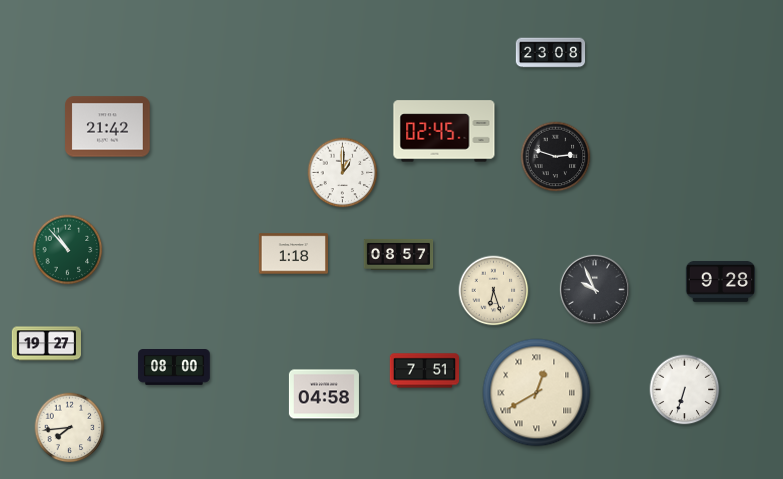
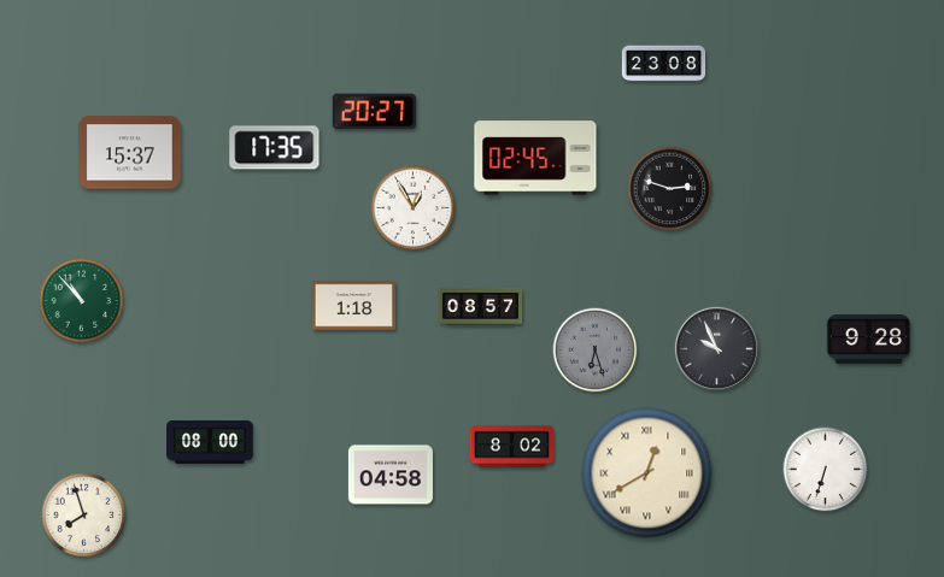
clock at (374, 112): none -> 20:27
clock at (275, 148): none -> 17:35
clock at (108, 127): 21:42 -> 15:37
clock at (343, 173): 1:00 -> 12:55
clock at (494, 291) dial: cream -> grey
clock at (46, 344): 19:27 -> none
clock at (424, 371): 7:51 -> 8:02
clock at (70, 428): 7:44 -> 7:57
